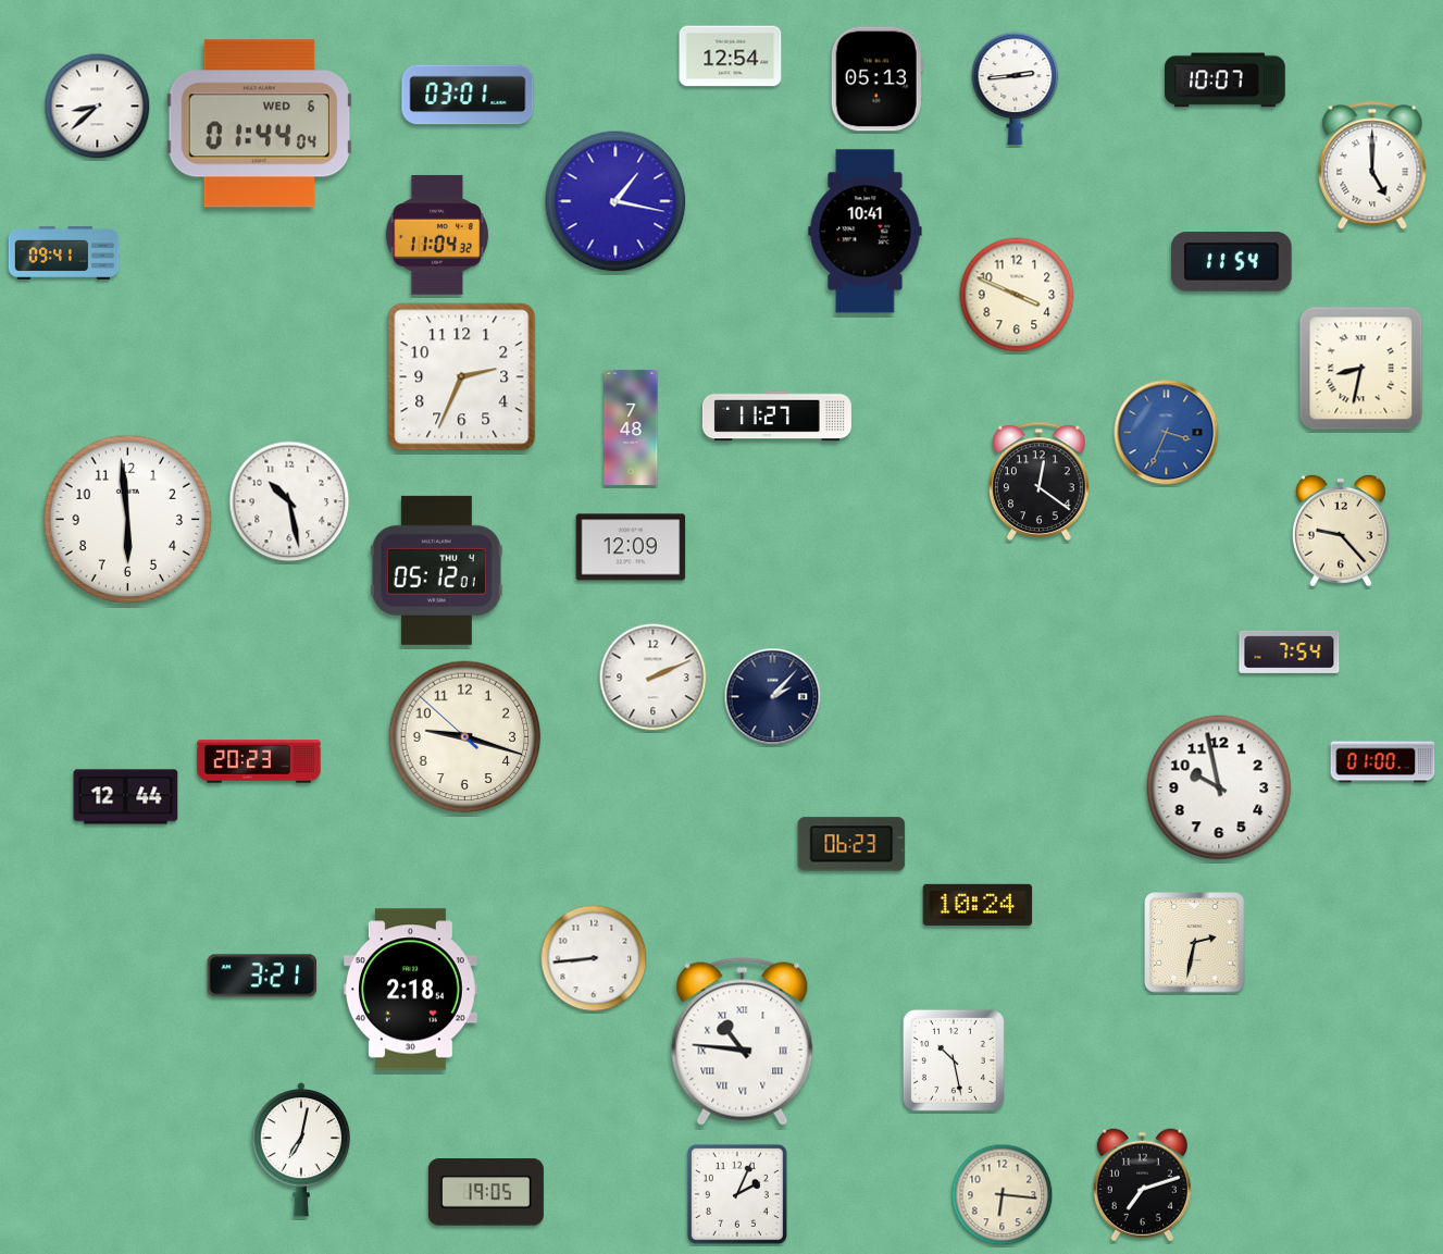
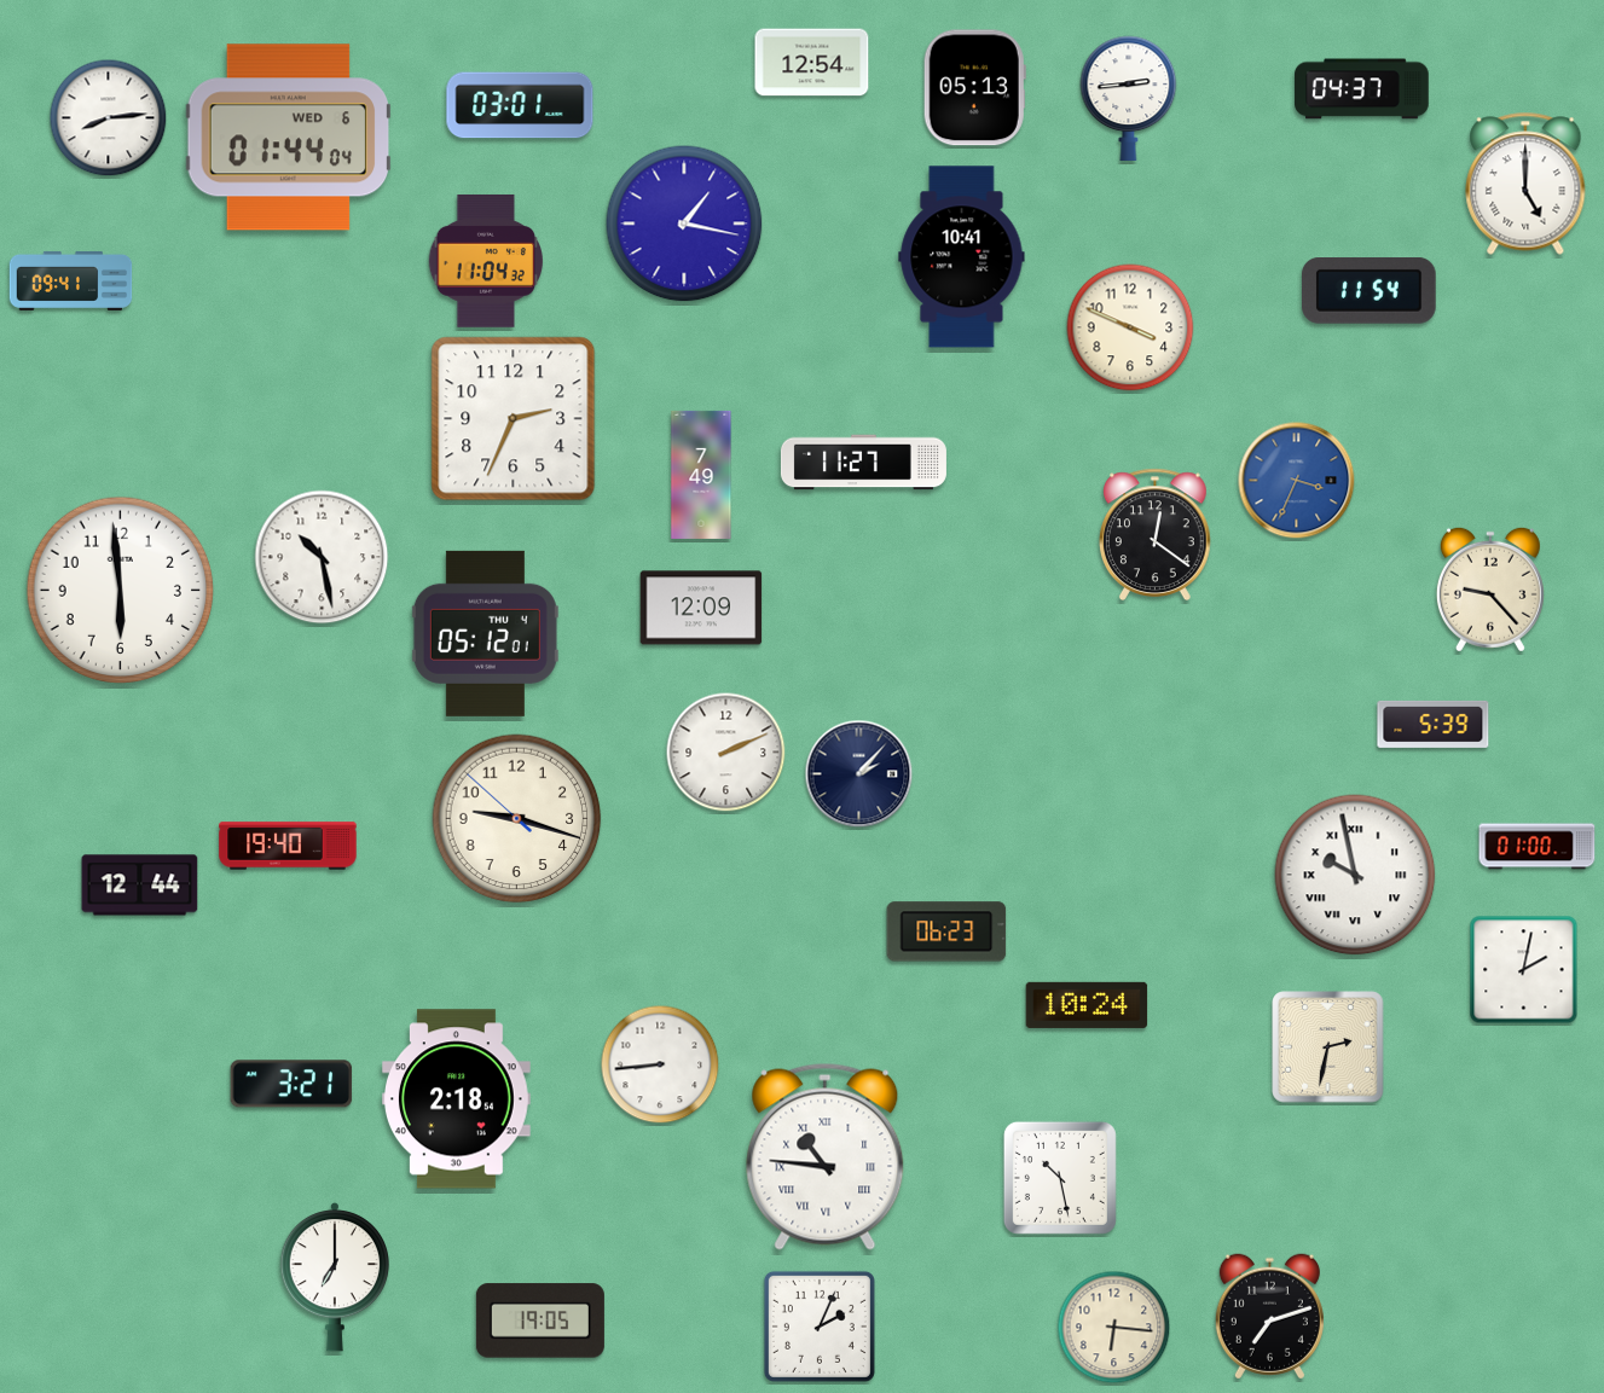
clock at (1226, 80): 10:07 -> 04:37
clock at (98, 107): 8:38 -> 8:14
clock at (1361, 369): 8:32 -> none
clock at (631, 427): 7:48 -> 7:49
clock at (128, 520) position: (128, 520) -> (121, 591)
clock at (1290, 651): 7:54 -> 5:39
clock at (259, 761): 20:23 -> 19:40
clock at (1219, 787) numerals: Arabic -> Roman
clock at (851, 844) position: (851, 844) -> (946, 931)
clock at (1524, 970): none -> 2:02
clock at (300, 1150): 7:02 -> 7:00
clock at (486, 1192) position: (486, 1192) -> (540, 1321)
